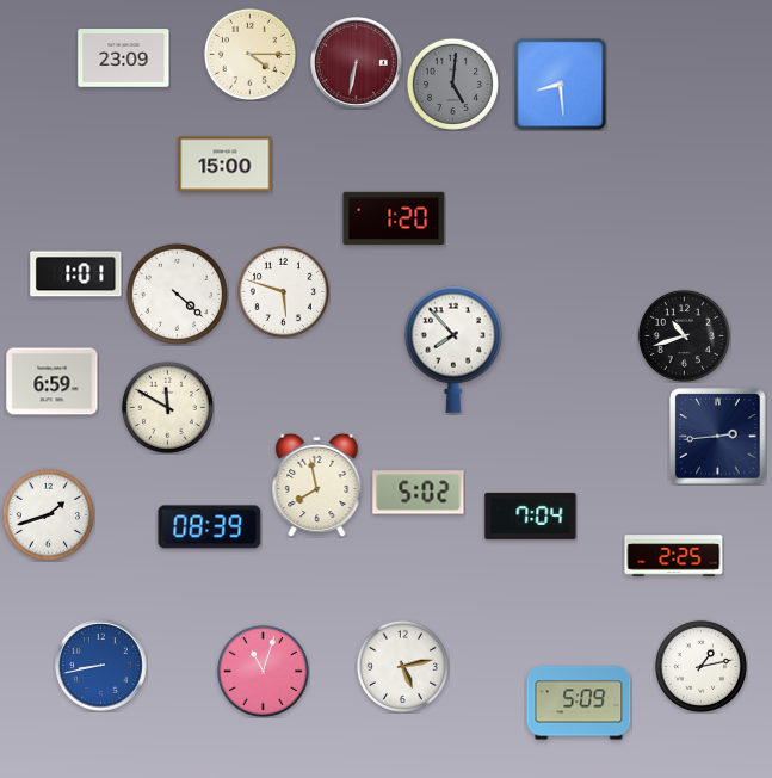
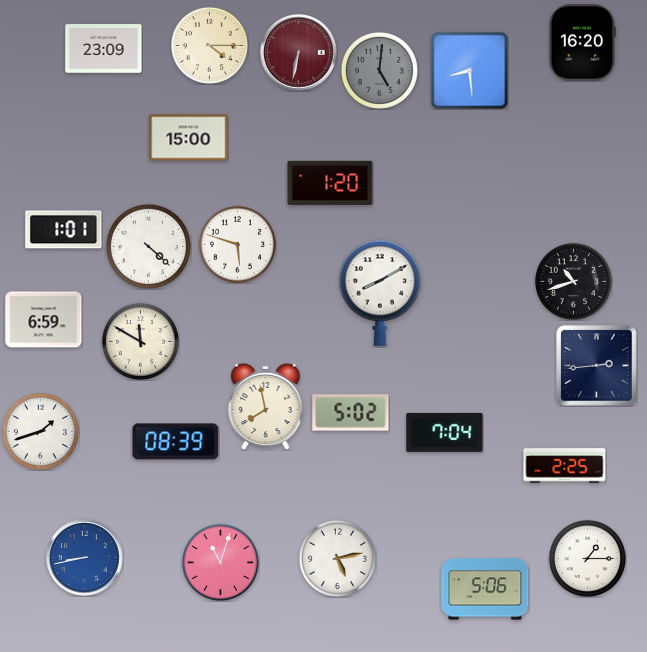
clock at (582, 43): none -> 16:20
clock at (453, 350): 7:53 -> 8:10
clock at (718, 437) position: (718, 437) -> (597, 366)
clock at (700, 666): 1:13 -> 1:15
clock at (579, 703): 5:09 -> 5:06
